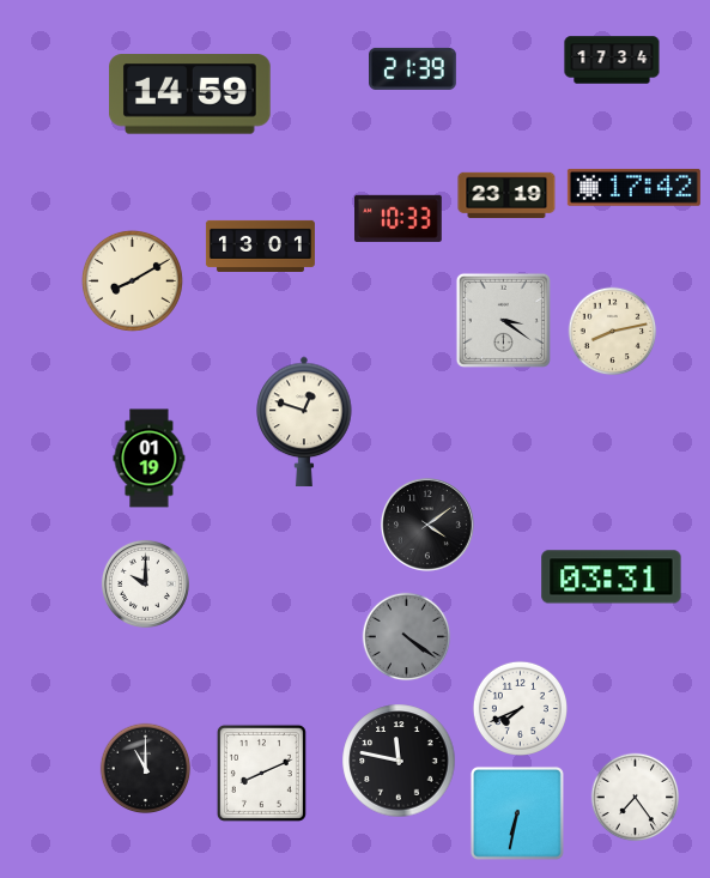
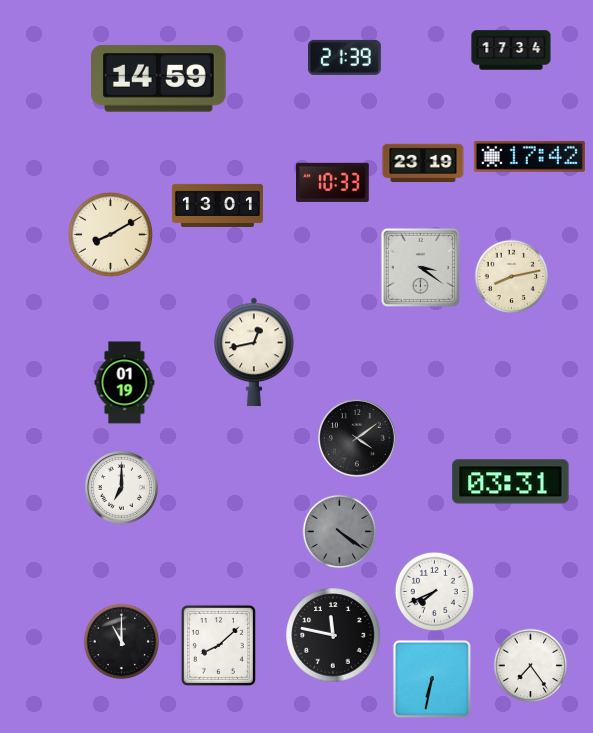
clock at (304, 422): 12:48 -> 12:43
clock at (145, 583): 10:00 -> 7:00
clock at (261, 773): 8:11 -> 8:08
